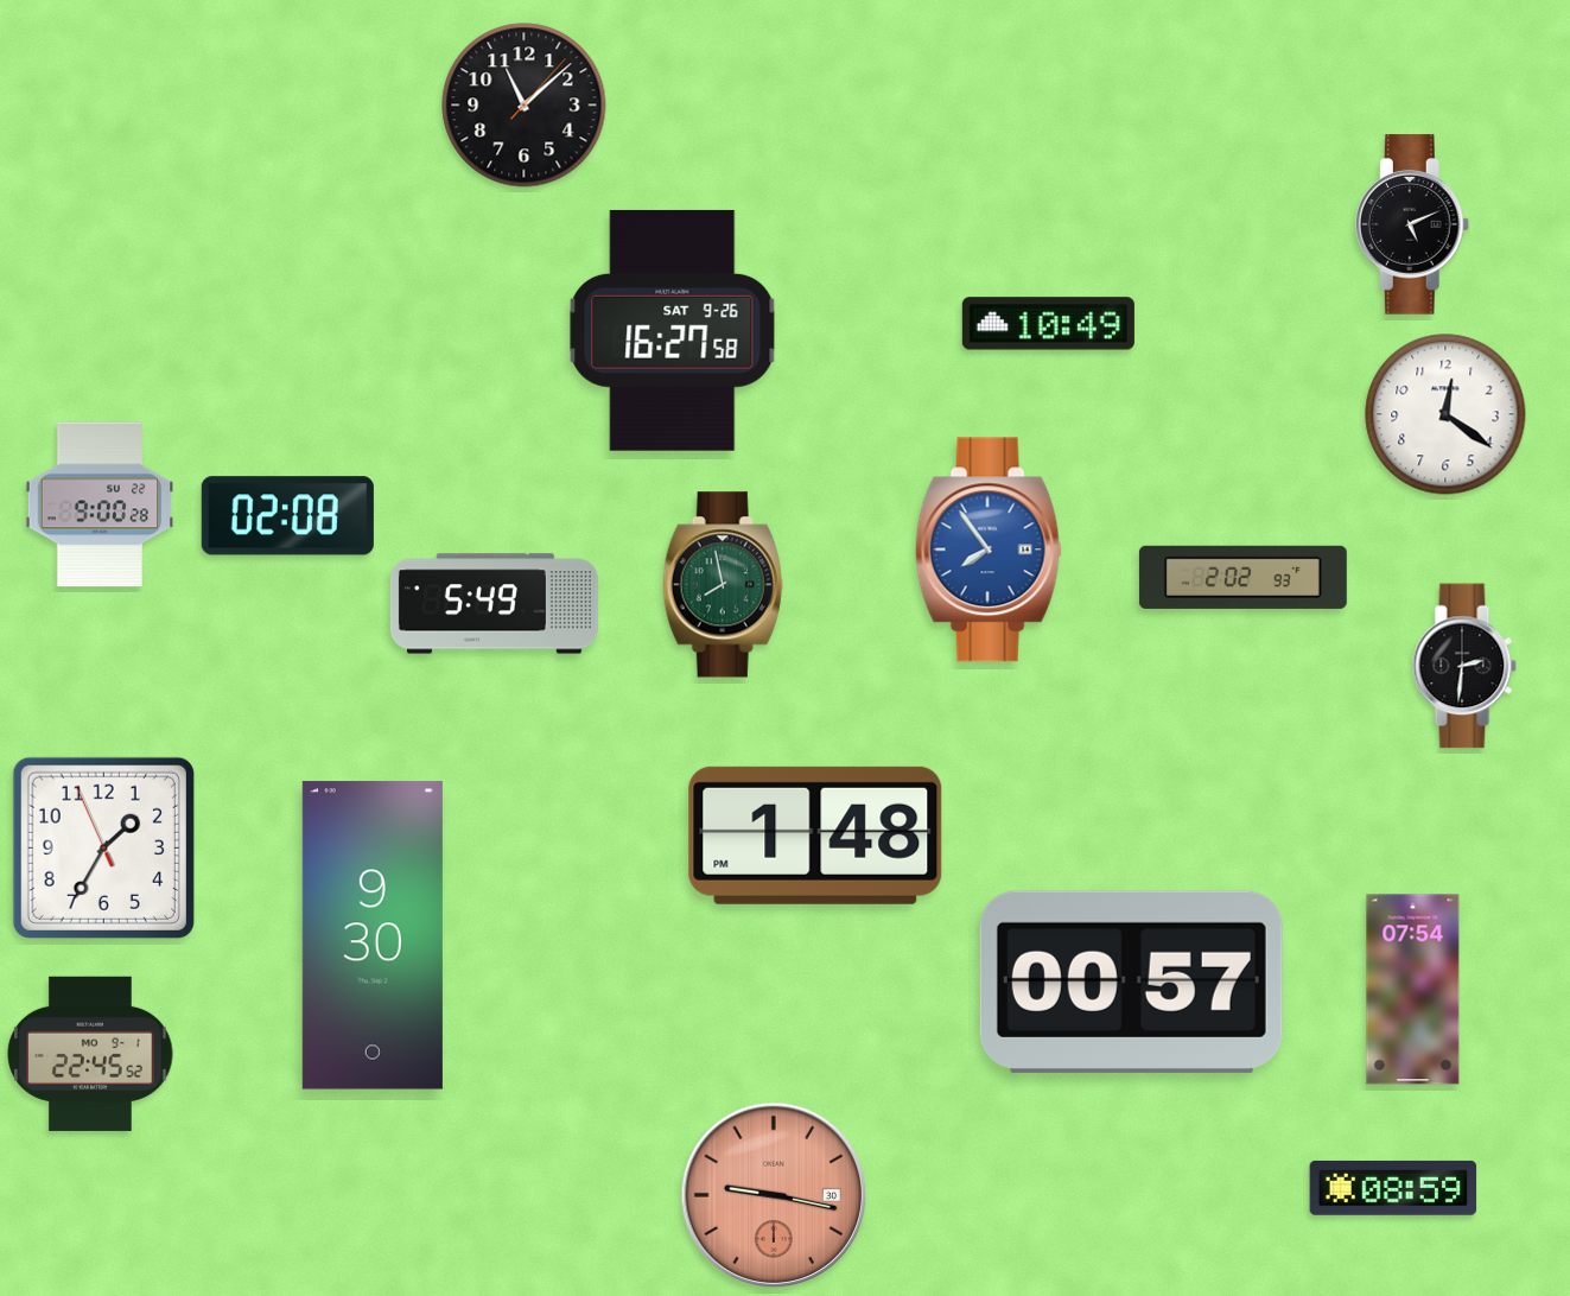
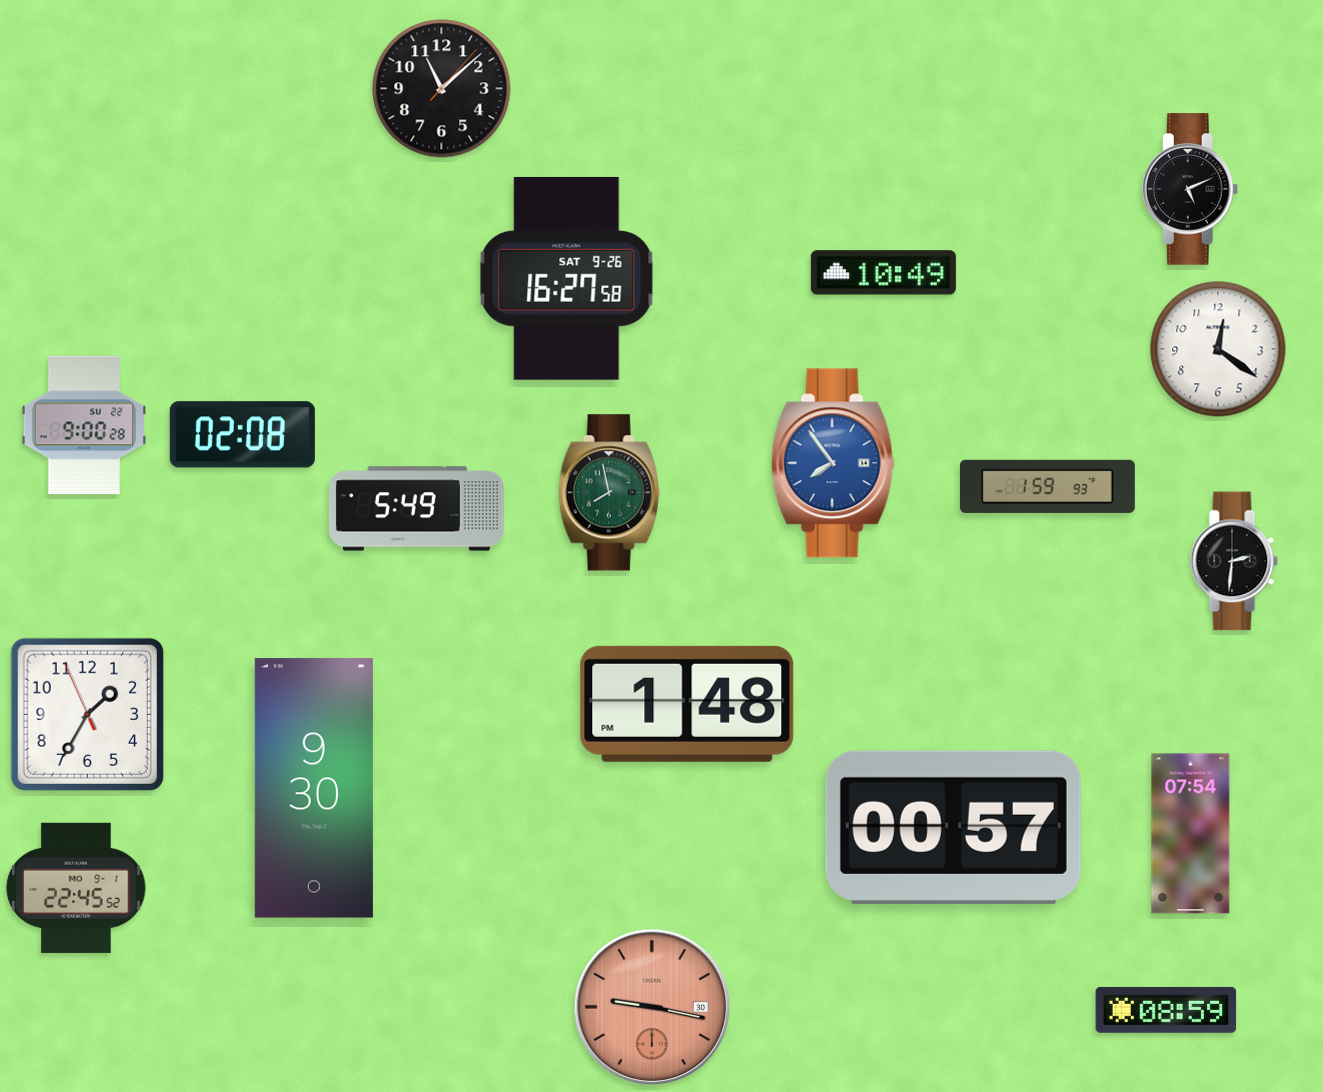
clock at (1242, 577): 2:02 -> 1:59
clock at (1393, 1188) position: (1393, 1188) -> (1166, 1010)
